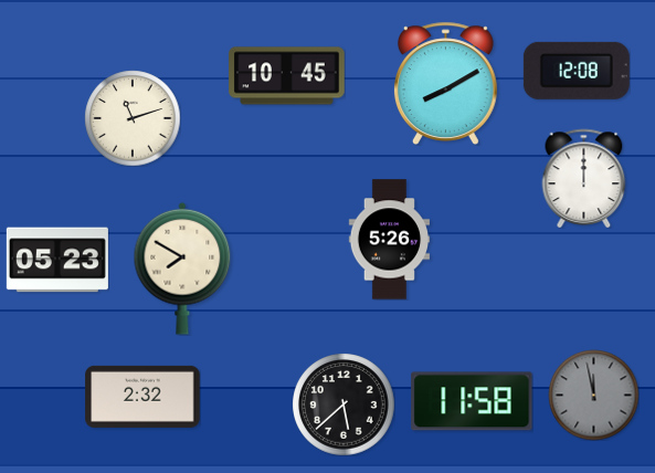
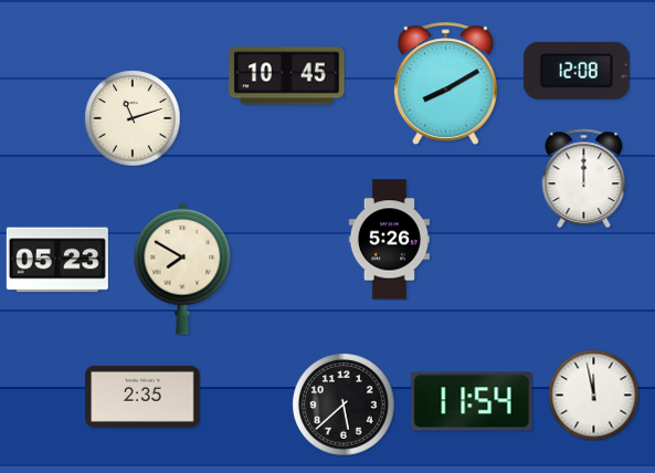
clock at (593, 395) dial: grey -> white
clock at (142, 397): 2:32 -> 2:35
clock at (472, 401): 11:58 -> 11:54
